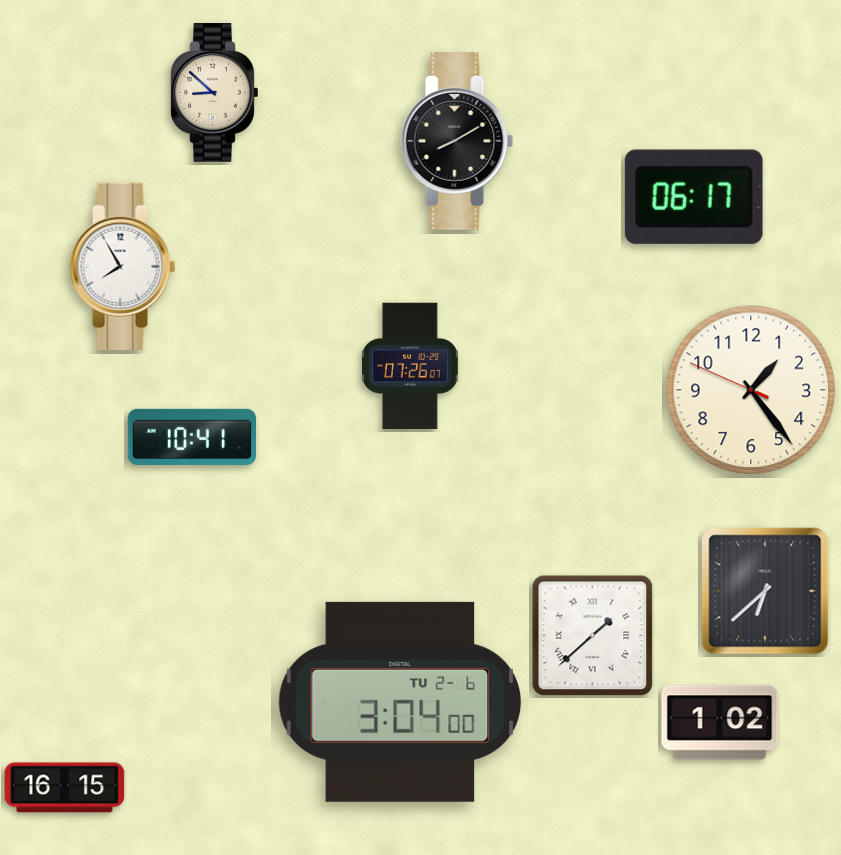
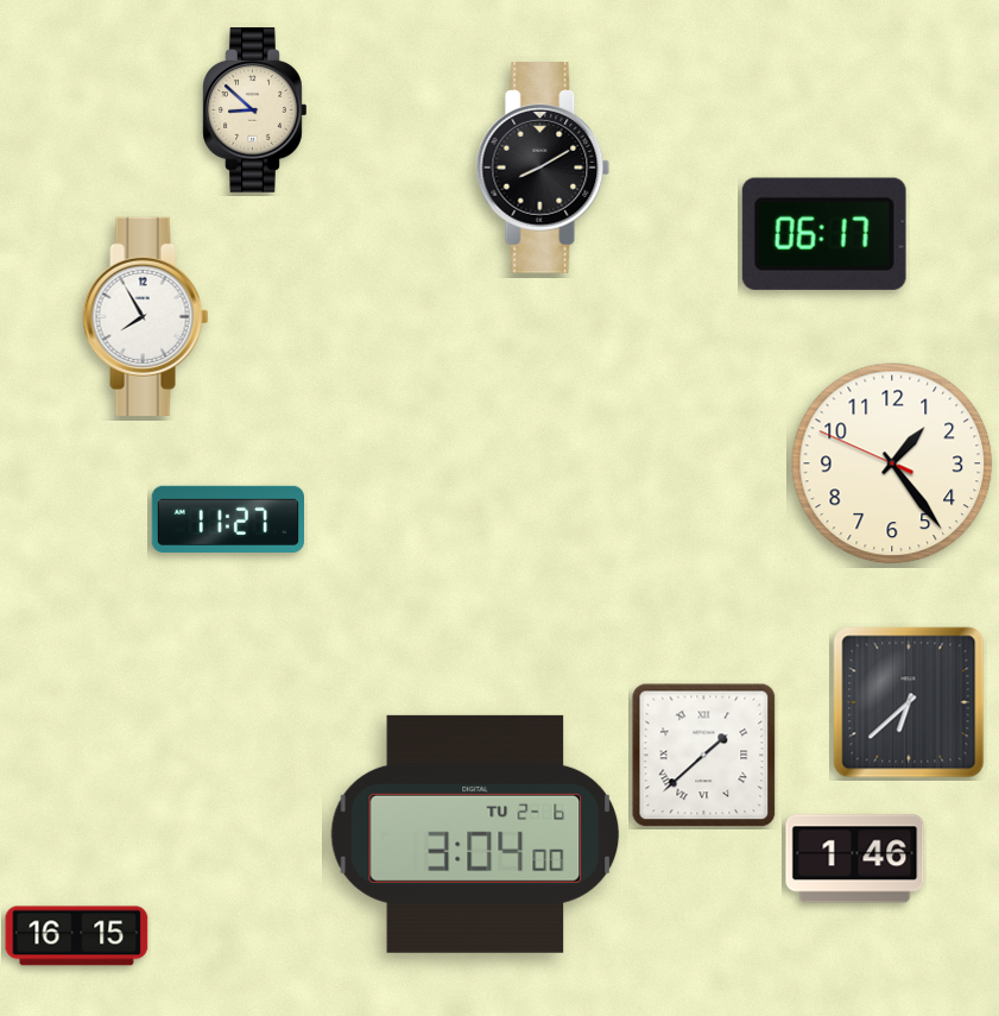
clock at (411, 366): 07:26 -> none
clock at (191, 437): 10:41 -> 11:27
clock at (720, 723): 1:02 -> 1:46
